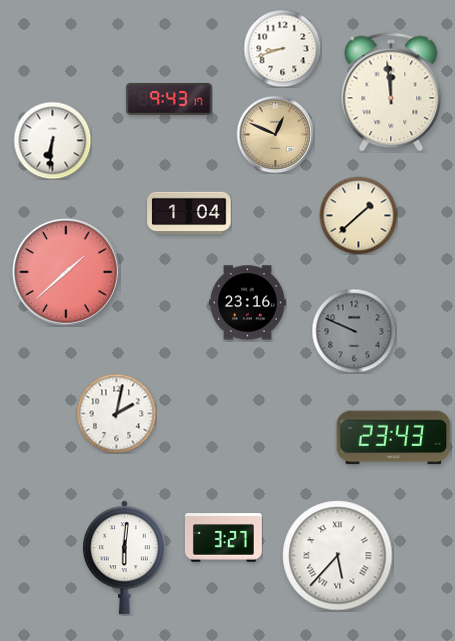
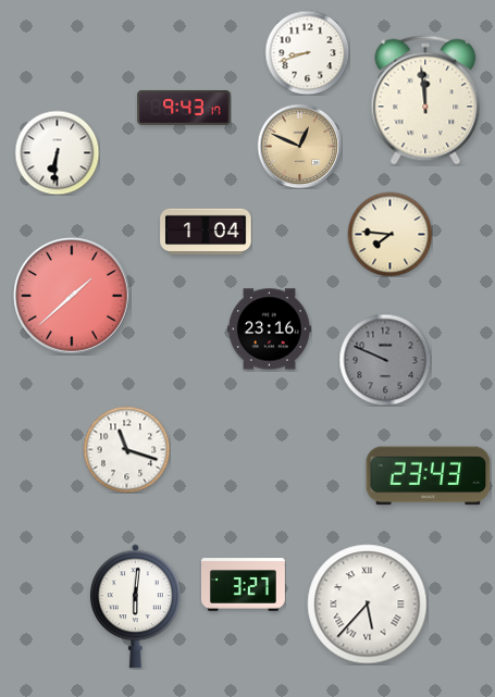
clock at (358, 215): 1:38 -> 7:46
clock at (116, 413): 2:02 -> 11:18
